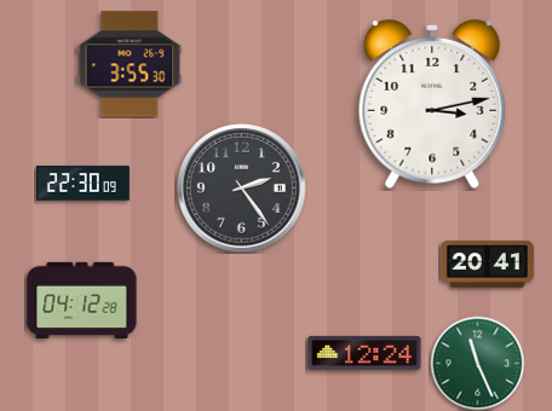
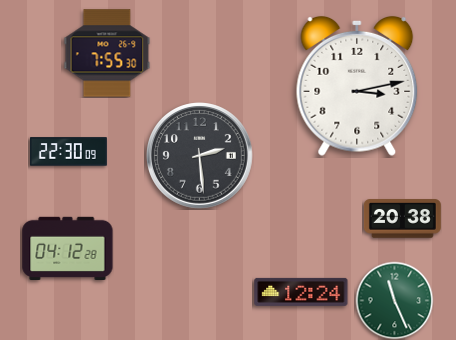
clock at (130, 64): 3:55 -> 7:55
clock at (242, 189): 2:24 -> 2:29
clock at (487, 265): 20:41 -> 20:38
